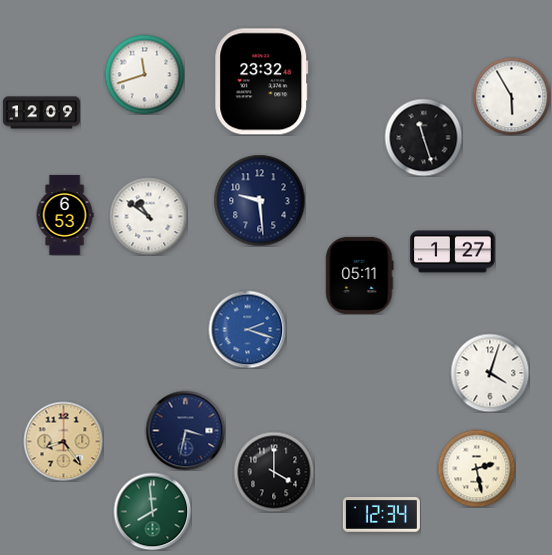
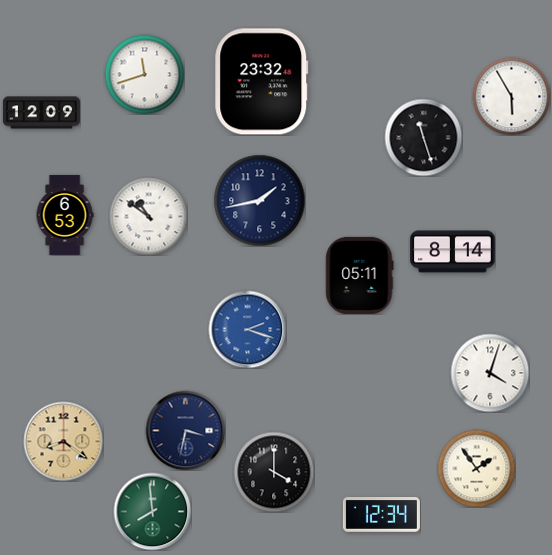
clock at (259, 200): 9:29 -> 1:43
clock at (453, 252): 1:27 -> 8:14
clock at (63, 441): 8:24 -> 8:21
clock at (476, 468): 2:28 -> 1:54
